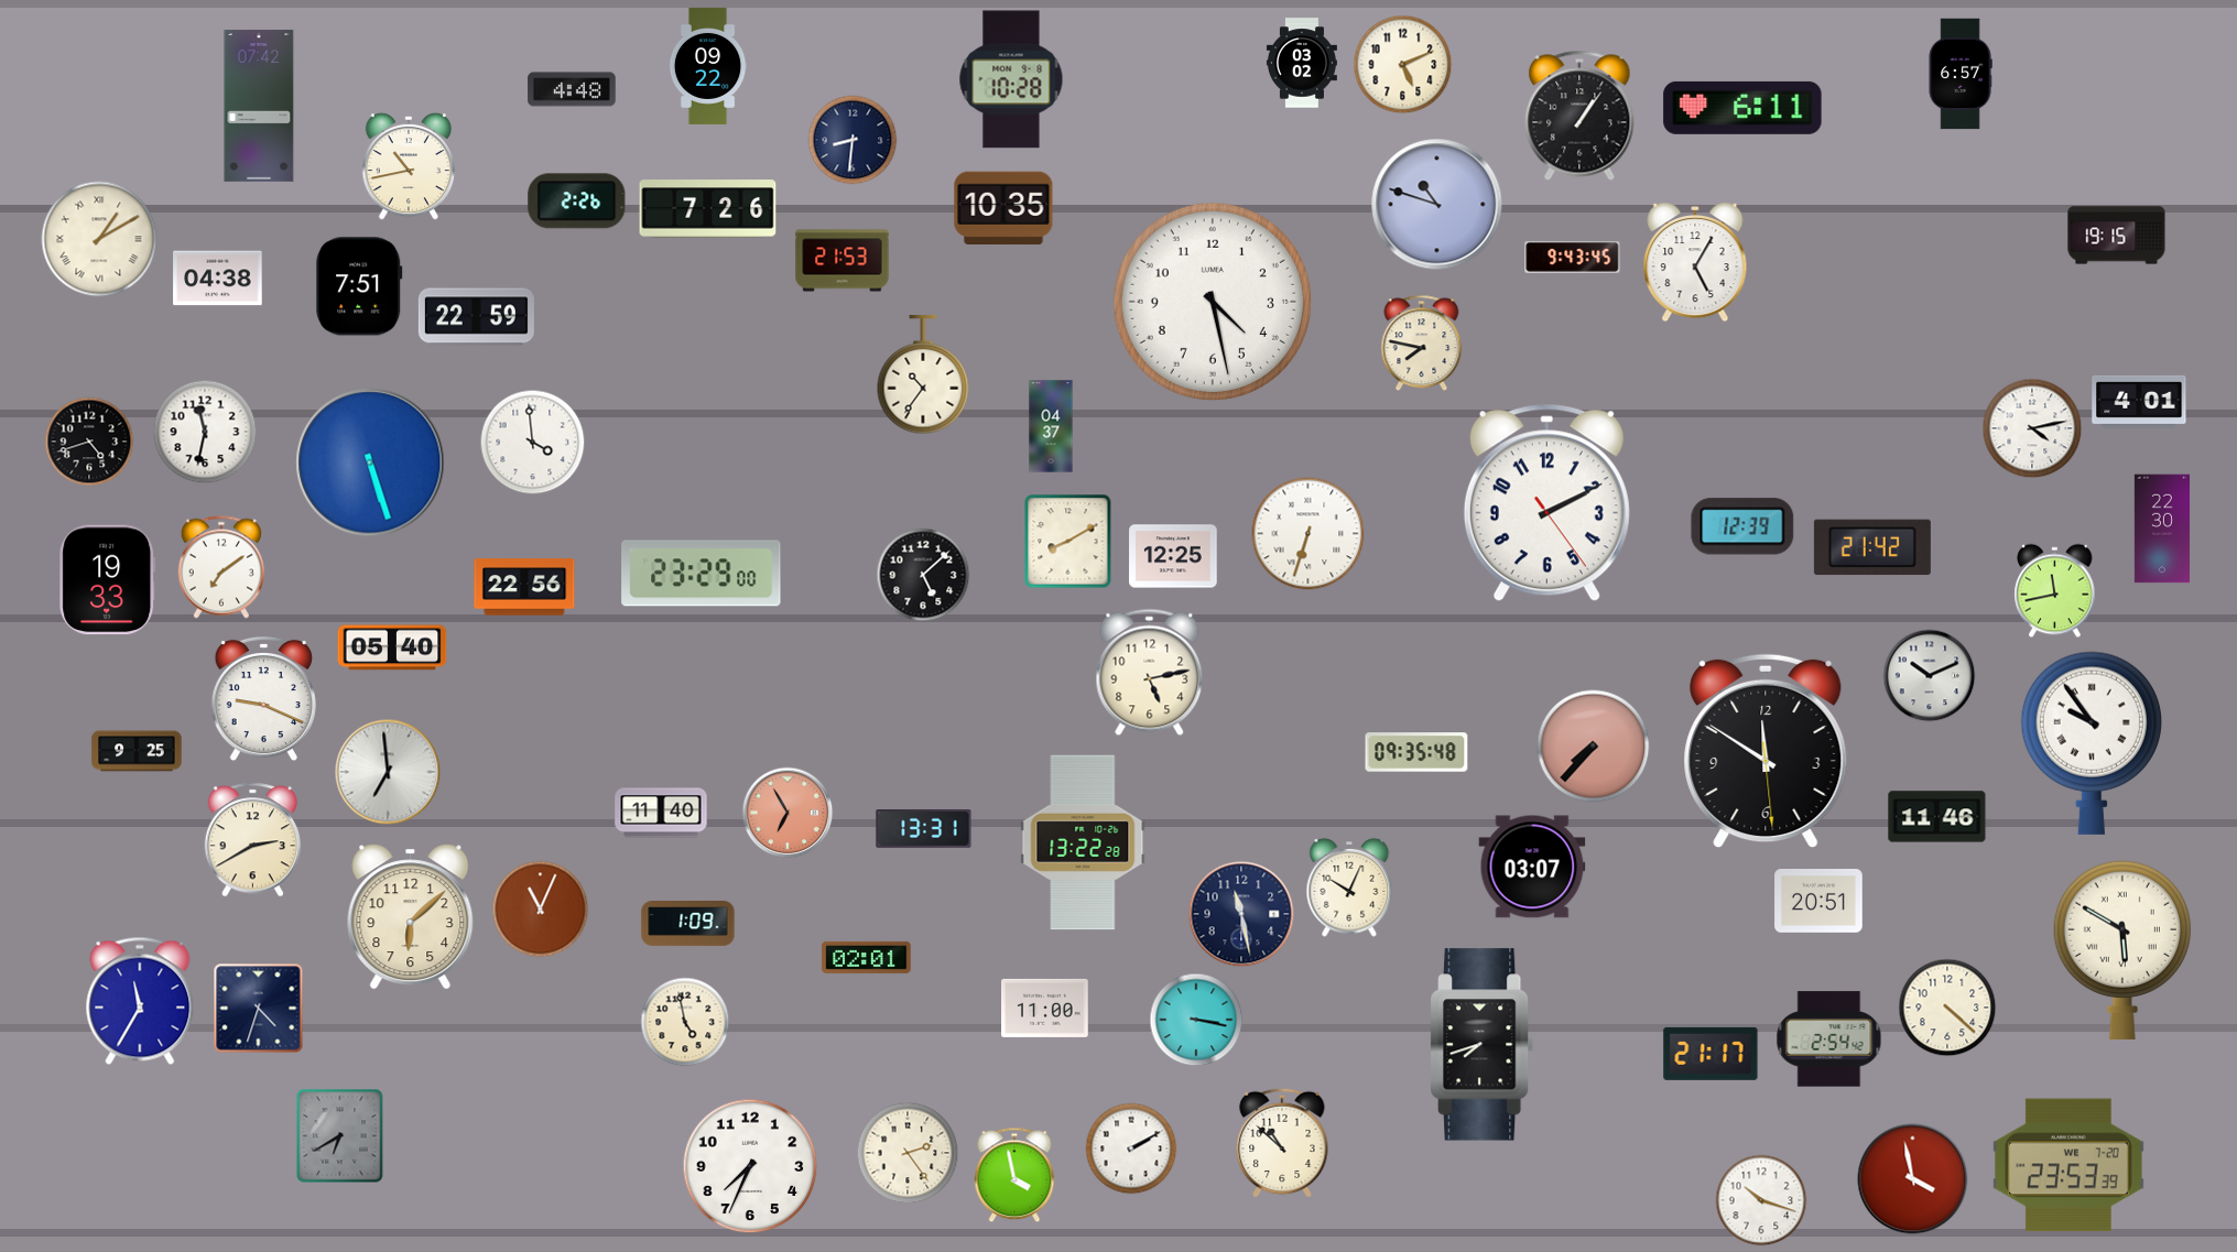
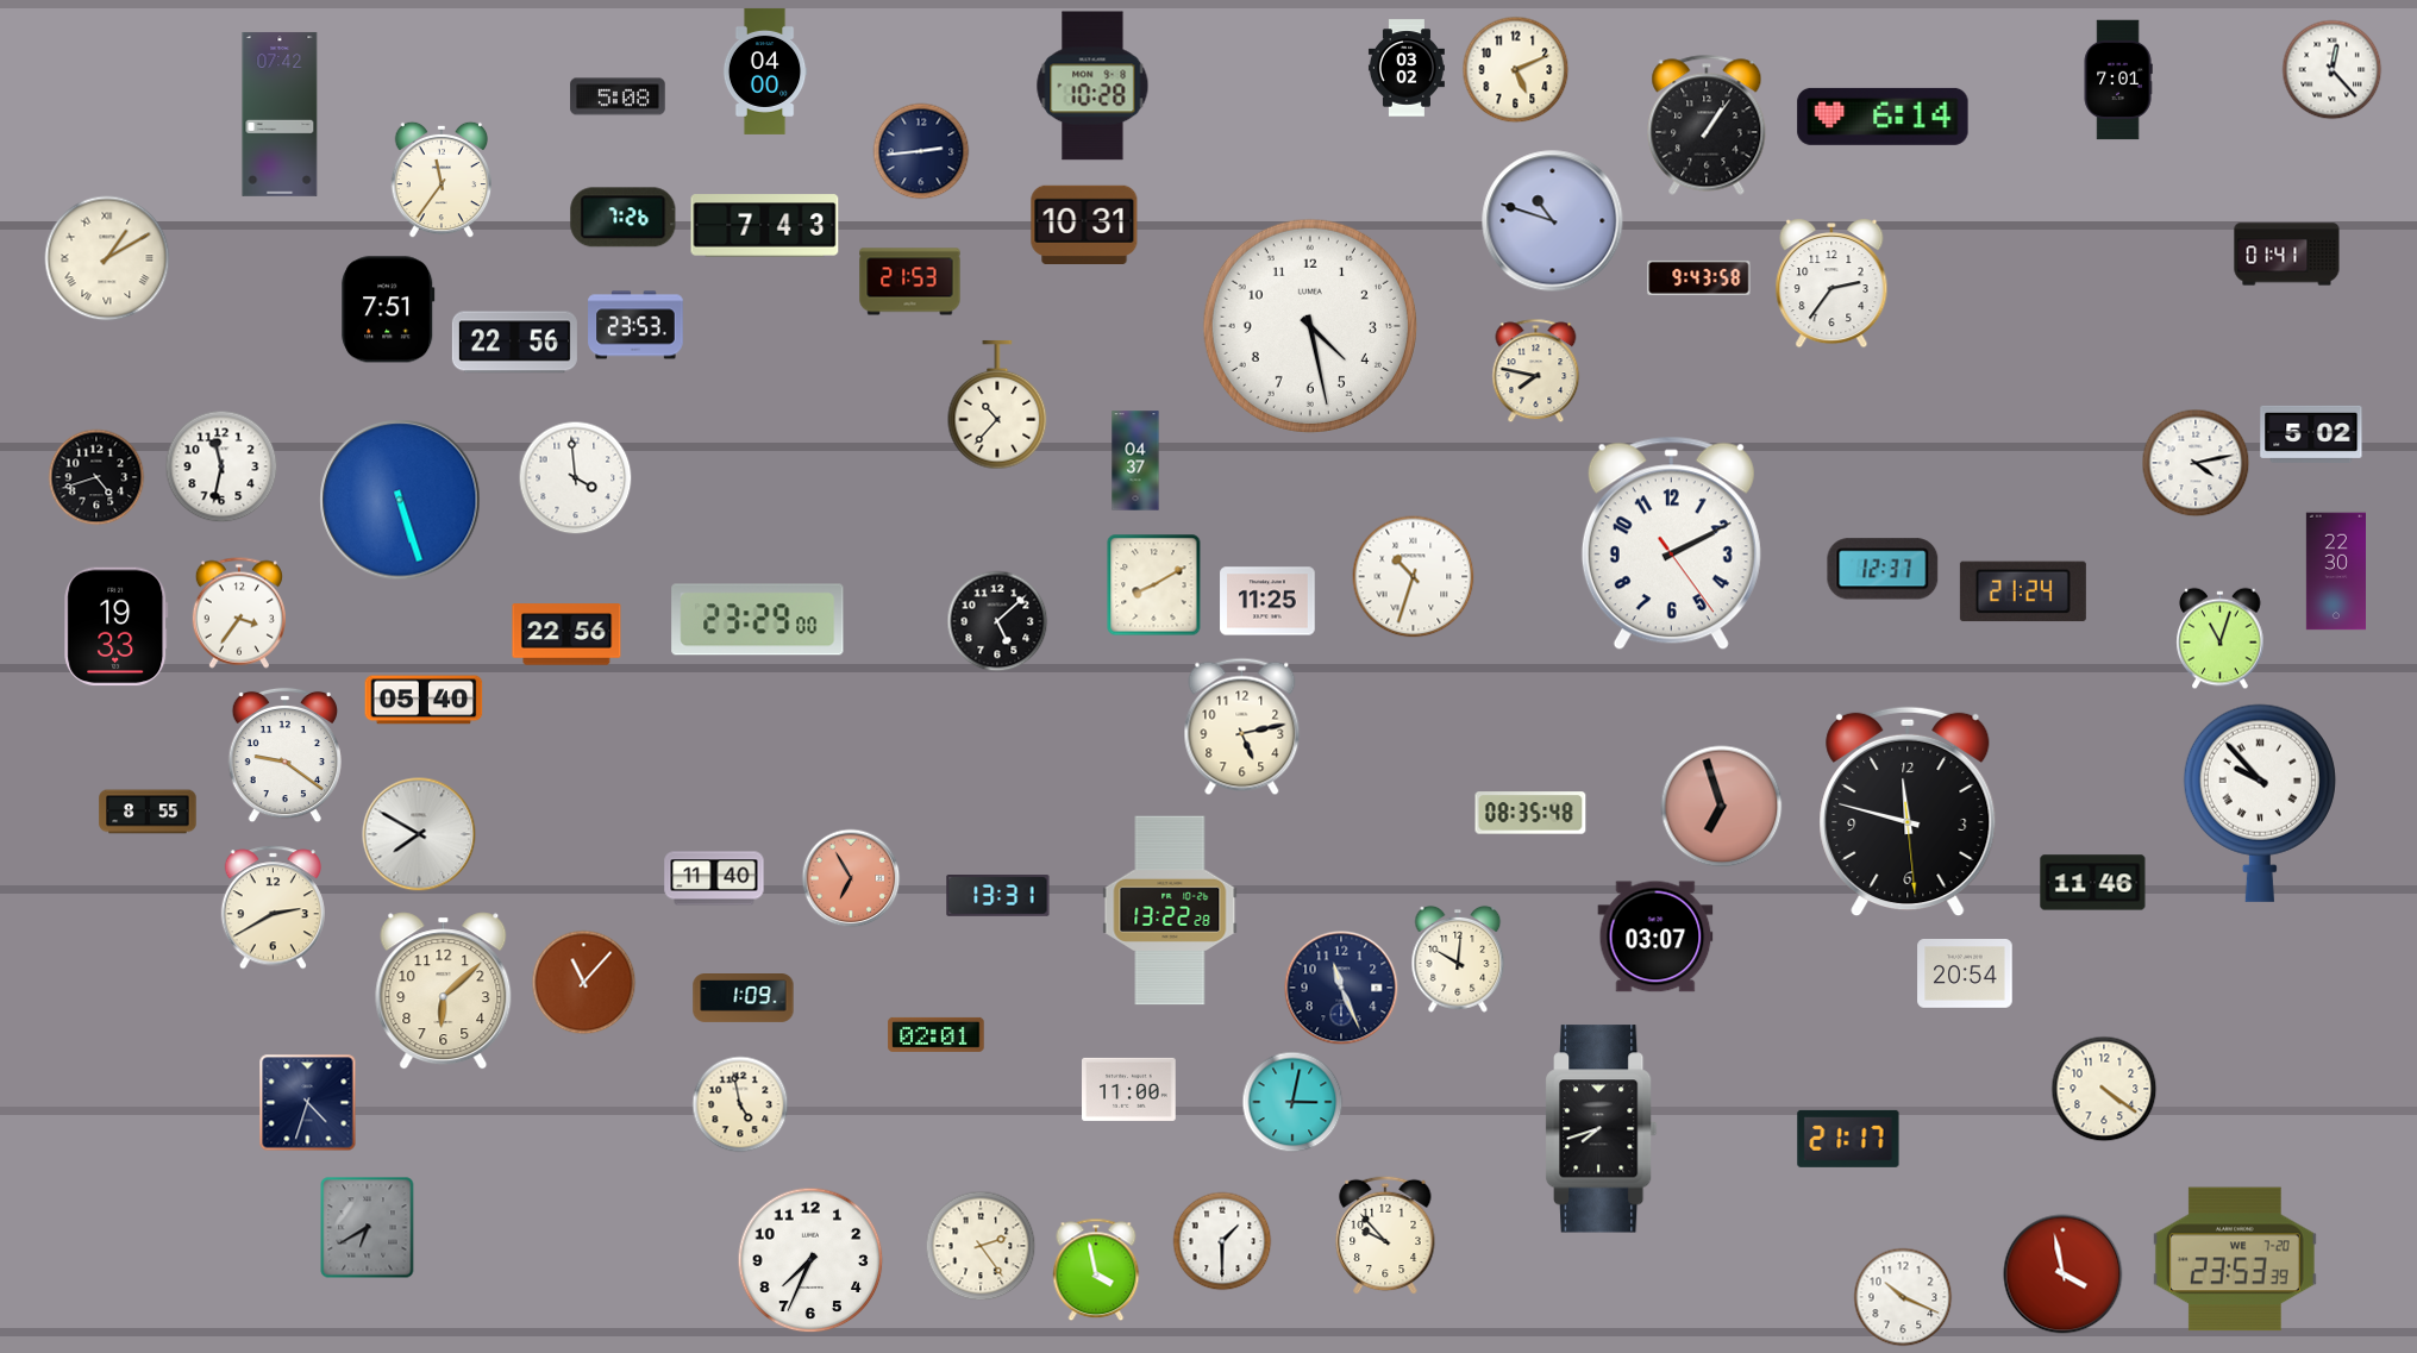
clock at (2333, 70): none -> 12:23
clock at (708, 66): 09:22 -> 04:00
clock at (1961, 74): 6:57 -> 7:01
clock at (572, 89): 4:48 -> 5:08
clock at (1742, 108): 6:11 -> 6:14
clock at (853, 140): 8:31 -> 2:44
clock at (409, 166): 10:43 -> 11:36
clock at (577, 202): 2:26 -> 7:26
clock at (1003, 207): 10:35 -> 10:31
clock at (708, 209): 7:26 -> 7:43
clock at (2117, 236): 19:15 -> 01:41
clock at (1573, 257): 9:43:45 -> 9:43:58
clock at (1695, 263): 5:05 -> 2:36
clock at (218, 279): 04:38 -> none
clock at (635, 325): none -> 23:53
clock at (476, 317): 22:59 -> 22:56
clock at (923, 374): 10:36 -> 10:37
clock at (2139, 402): 4:01 -> 5:02
clock at (1742, 526): 12:39 -> 12:37
clock at (1308, 534): 6:33 -> 10:33
clock at (1872, 547): 21:42 -> 21:24
clock at (1173, 556): 12:25 -> 11:25
clock at (221, 567): 7:09 -> 3:36
clock at (2055, 591): 11:43 -> 11:03
clock at (1930, 676): 10:11 -> none
clock at (263, 699): 9:19 -> 9:21
clock at (2092, 743): 9:54 -> 9:53
clock at (1594, 747): 7:37 -> 6:57
clock at (137, 751): 9:25 -> 8:55
clock at (1766, 751): 11:50 -> 11:47
clock at (1416, 752): 09:35 -> 08:35
clock at (388, 772): 6:59 -> 7:50
clock at (1349, 888): 10:04 -> 10:01
clock at (1818, 902): 20:51 -> 20:54
clock at (541, 910): 11:04 -> 11:07
clock at (1241, 914): 11:28 -> 11:26
clock at (2122, 950): 5:50 -> none
clock at (140, 1001): 11:35 -> none
clock at (1947, 1008): 4:22 -> 4:21
clock at (259, 1009) position: (259, 1009) -> (308, 1103)
clock at (1196, 1020): 3:17 -> 3:02
clock at (1829, 1039): 2:54 -> none
clock at (1282, 1143): 10:52 -> 9:53
clock at (1131, 1148): 2:10 -> 1:30
clock at (1913, 1179) position: (1913, 1179) -> (2064, 1274)
clock at (1761, 1200): 10:18 -> 10:19
